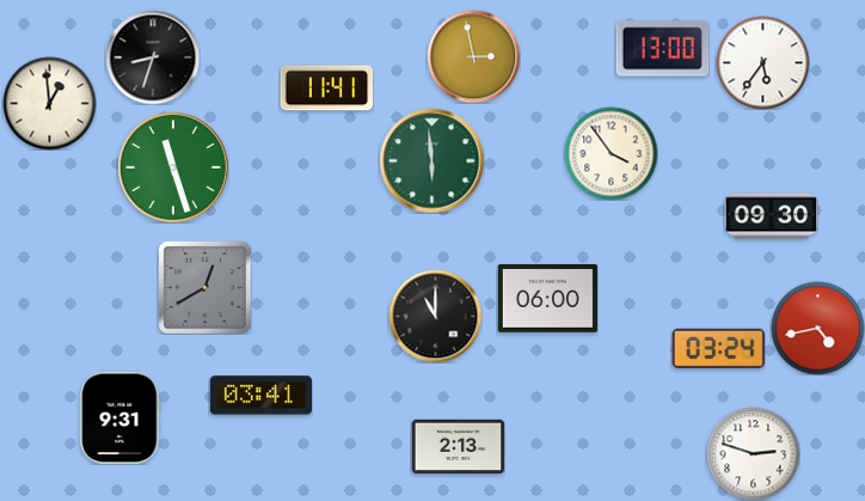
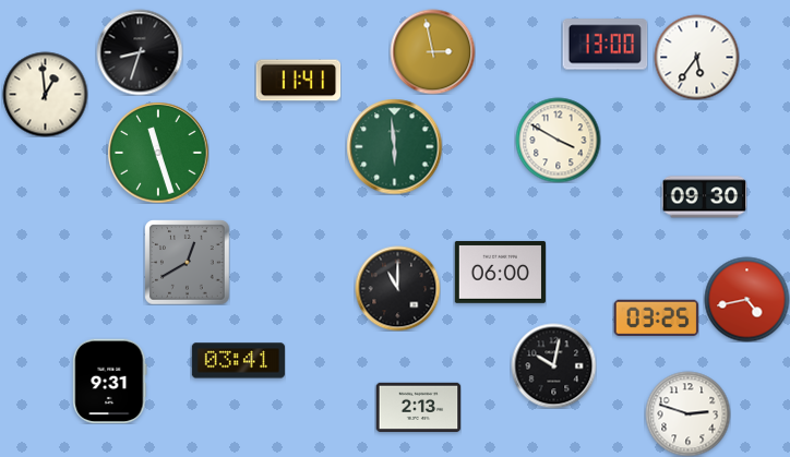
clock at (611, 153): 3:54 -> 3:50
clock at (718, 348): 03:24 -> 03:25
clock at (553, 365): none -> 10:02
